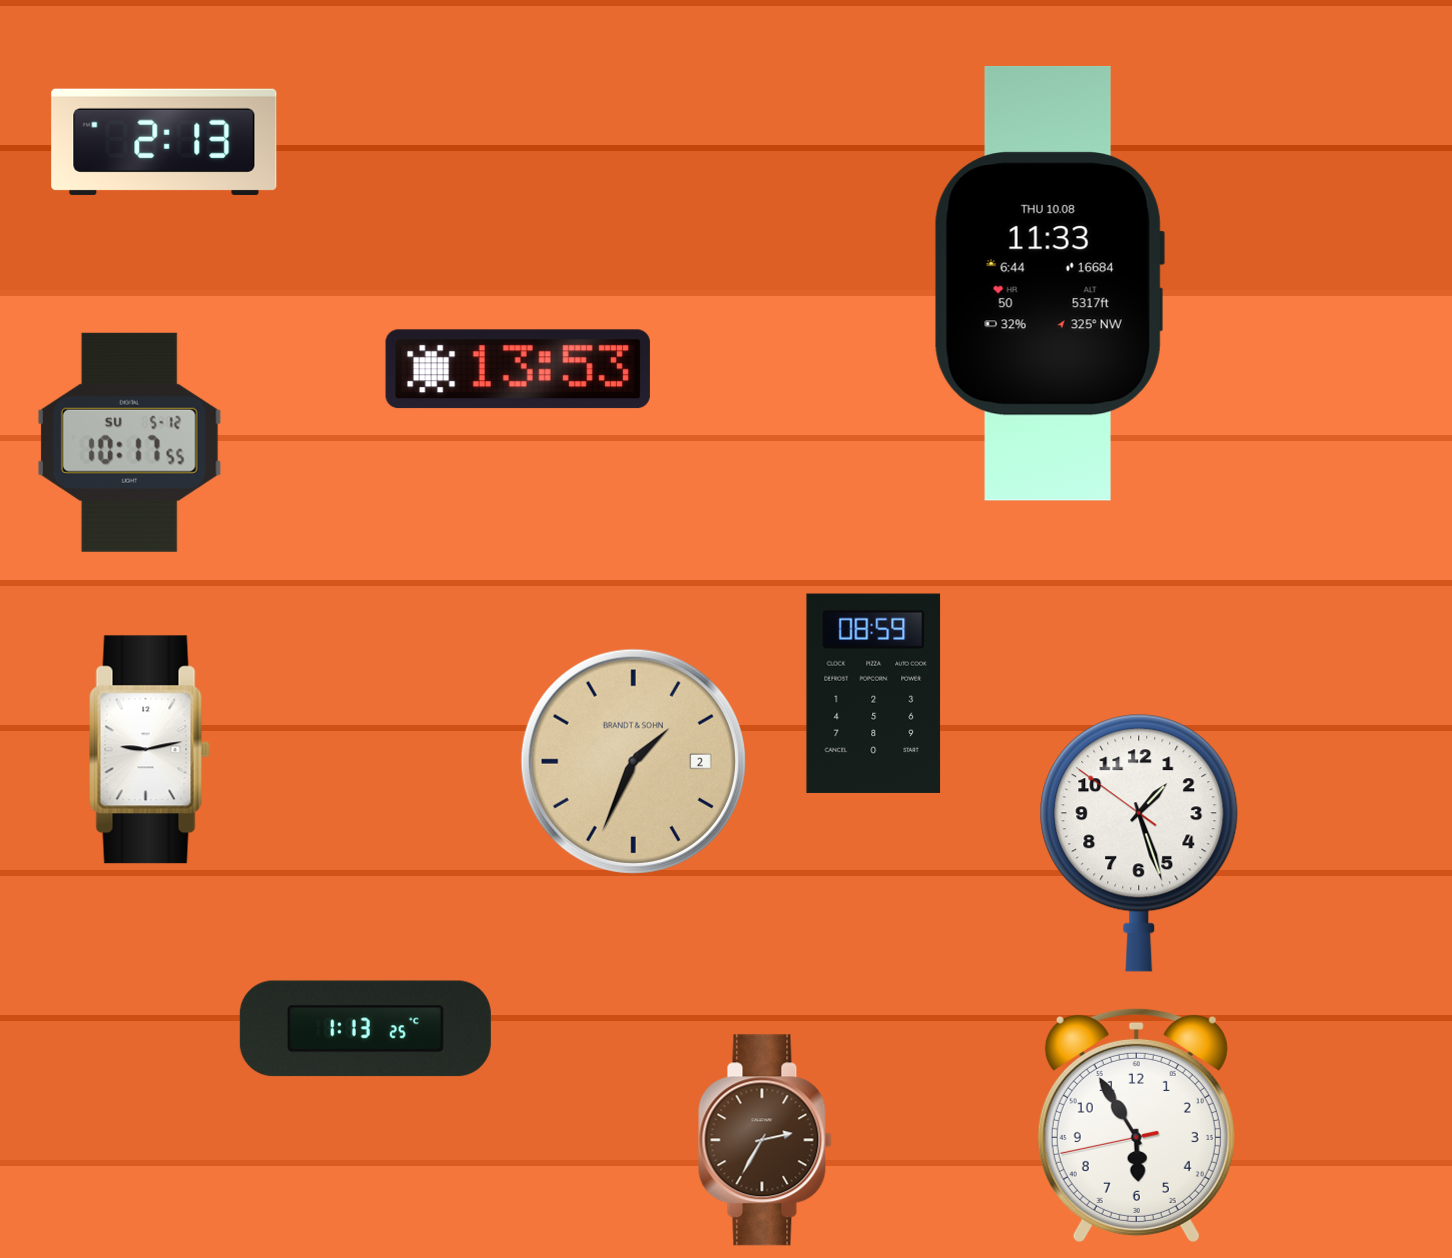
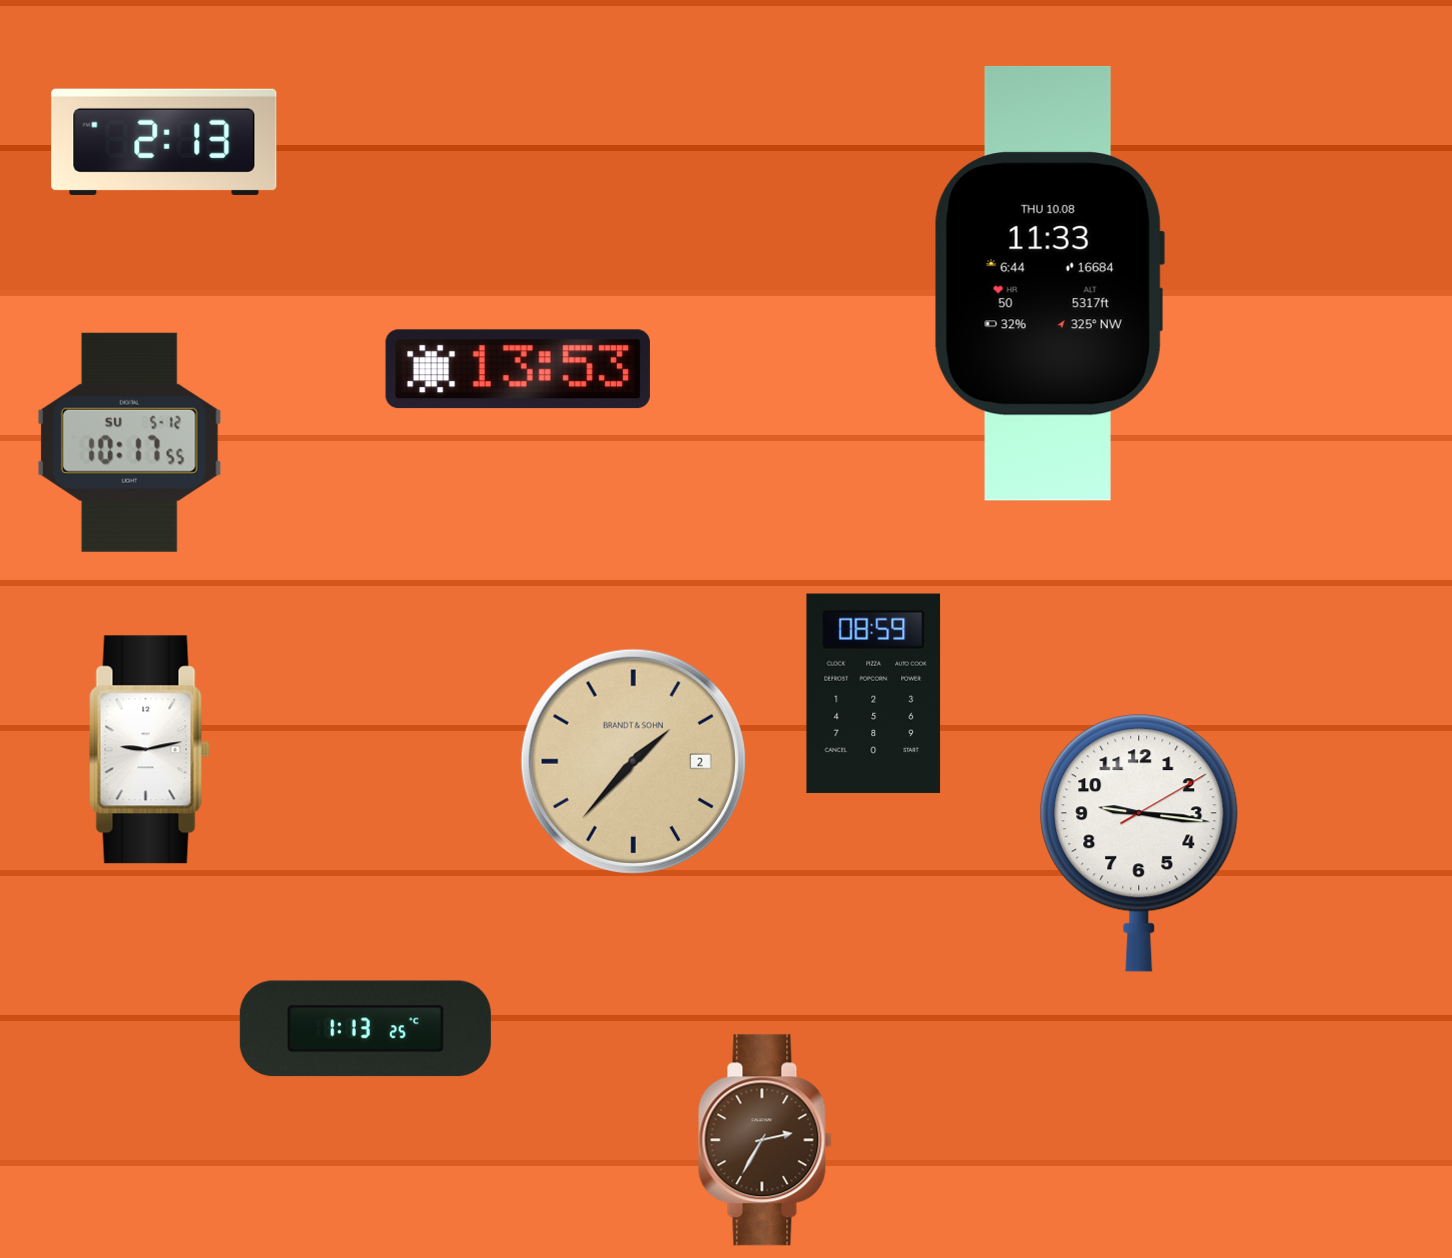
clock at (633, 761): 1:34 -> 1:37
clock at (1139, 843): 1:26 -> 9:16
clock at (1136, 1125): 5:54 -> none
